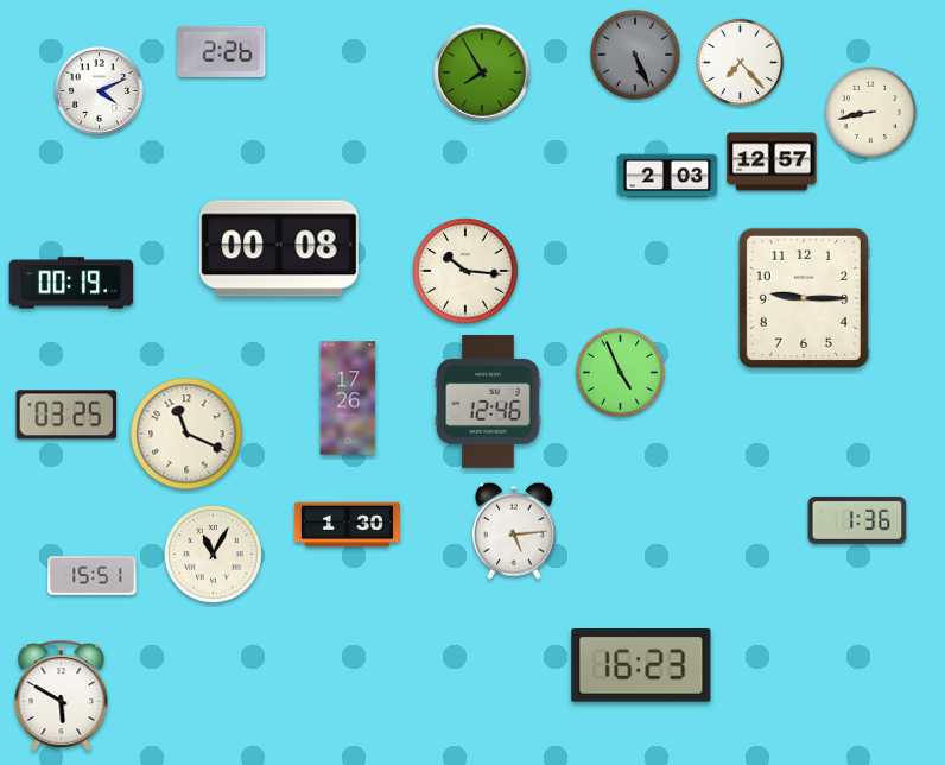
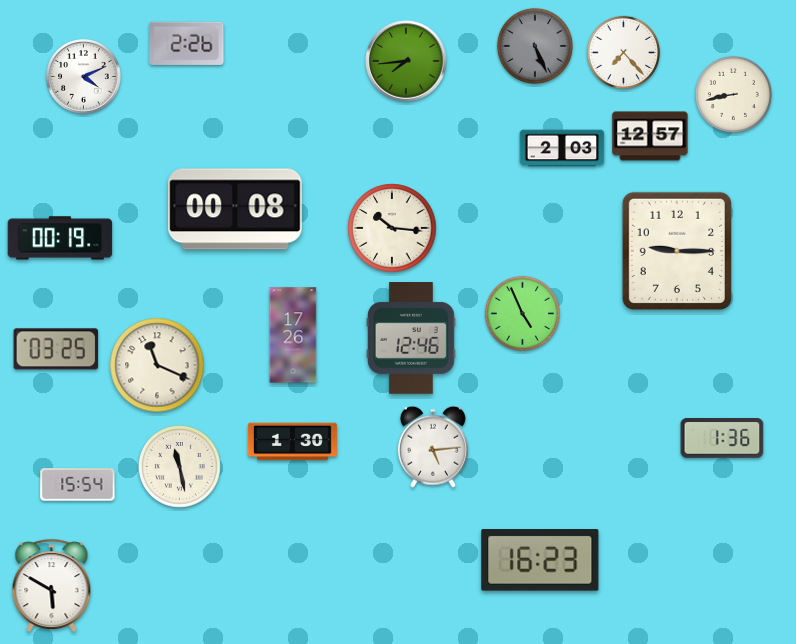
clock at (482, 72): 7:55 -> 7:44
clock at (214, 555): 11:05 -> 11:28
clock at (93, 576): 15:51 -> 15:54
